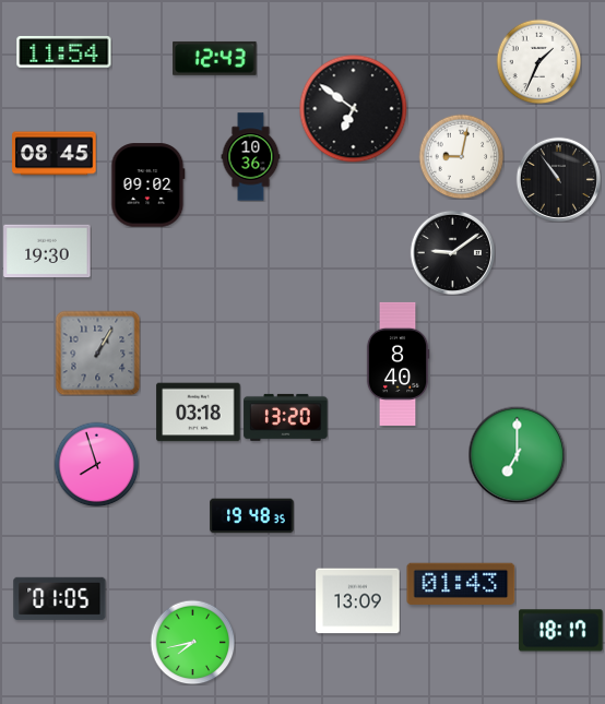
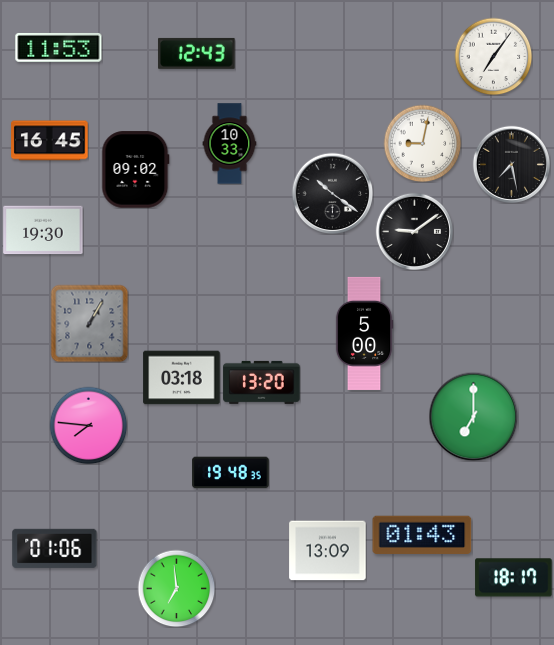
clock at (64, 51): 11:54 -> 11:53
clock at (538, 61): 1:34 -> 7:06
clock at (354, 109): 6:51 -> none
clock at (55, 154): 08:45 -> 16:45
clock at (251, 157): 10:36 -> 10:33
clock at (558, 179): 10:54 -> 7:28
clock at (332, 193): none -> 10:21
clock at (398, 363): 8:40 -> 5:00
clock at (96, 464): 7:57 -> 7:46
clock at (60, 598): 01:05 -> 01:06
clock at (192, 642): 7:43 -> 6:59
